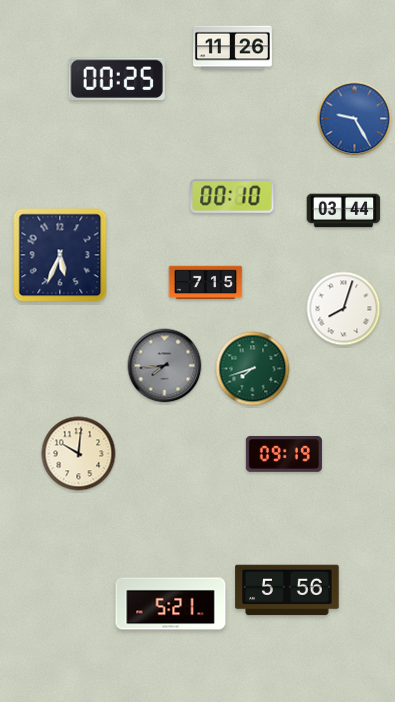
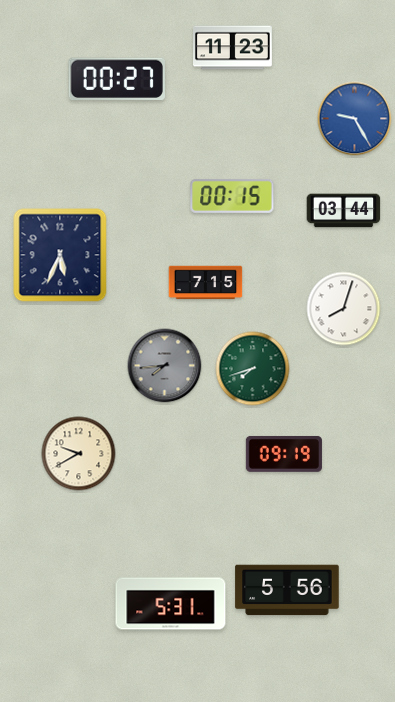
clock at (233, 48): 11:26 -> 11:23
clock at (117, 78): 00:25 -> 00:27
clock at (232, 196): 00:10 -> 00:15
clock at (79, 454): 10:01 -> 9:40
clock at (171, 604): 5:21 -> 5:31
